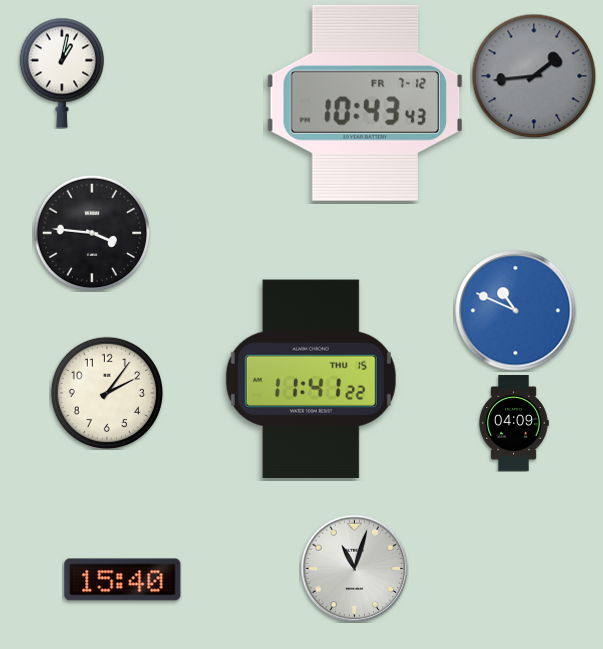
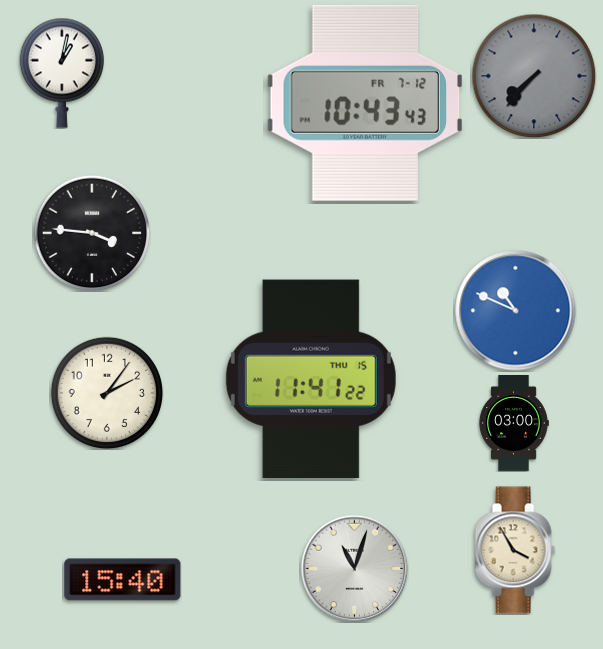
clock at (534, 76): 1:44 -> 7:37
clock at (514, 424): 04:09 -> 03:00
clock at (515, 550): none -> 3:55
